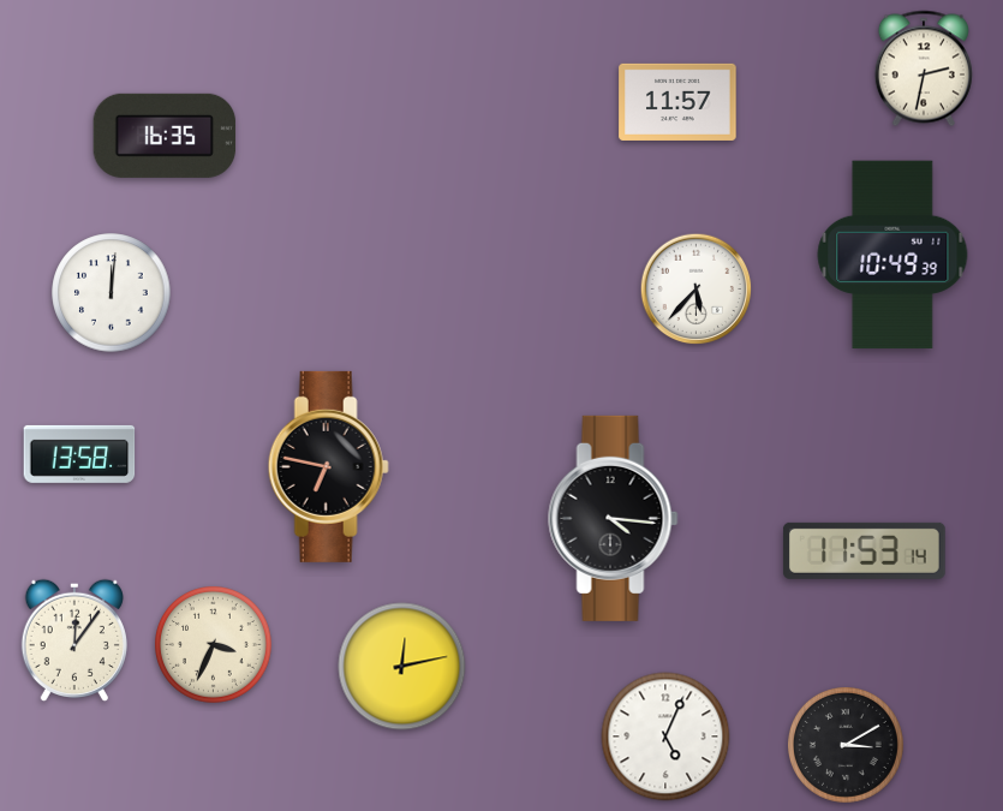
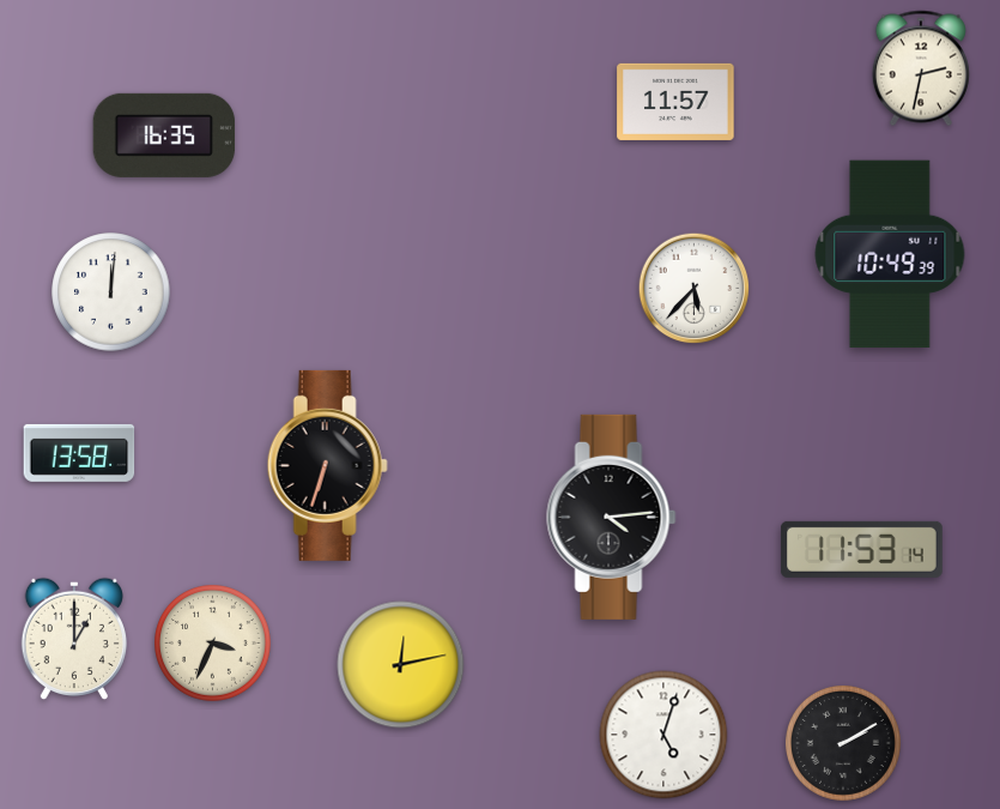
clock at (328, 466): 6:47 -> 6:33
clock at (614, 518): 4:16 -> 4:14
clock at (73, 639): 12:06 -> 1:00
clock at (665, 737): 5:04 -> 5:03
clock at (846, 745): 3:10 -> 2:10
